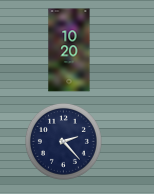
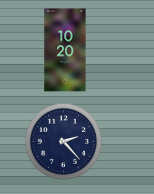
clock at (69, 50) position: (69, 50) -> (65, 50)
